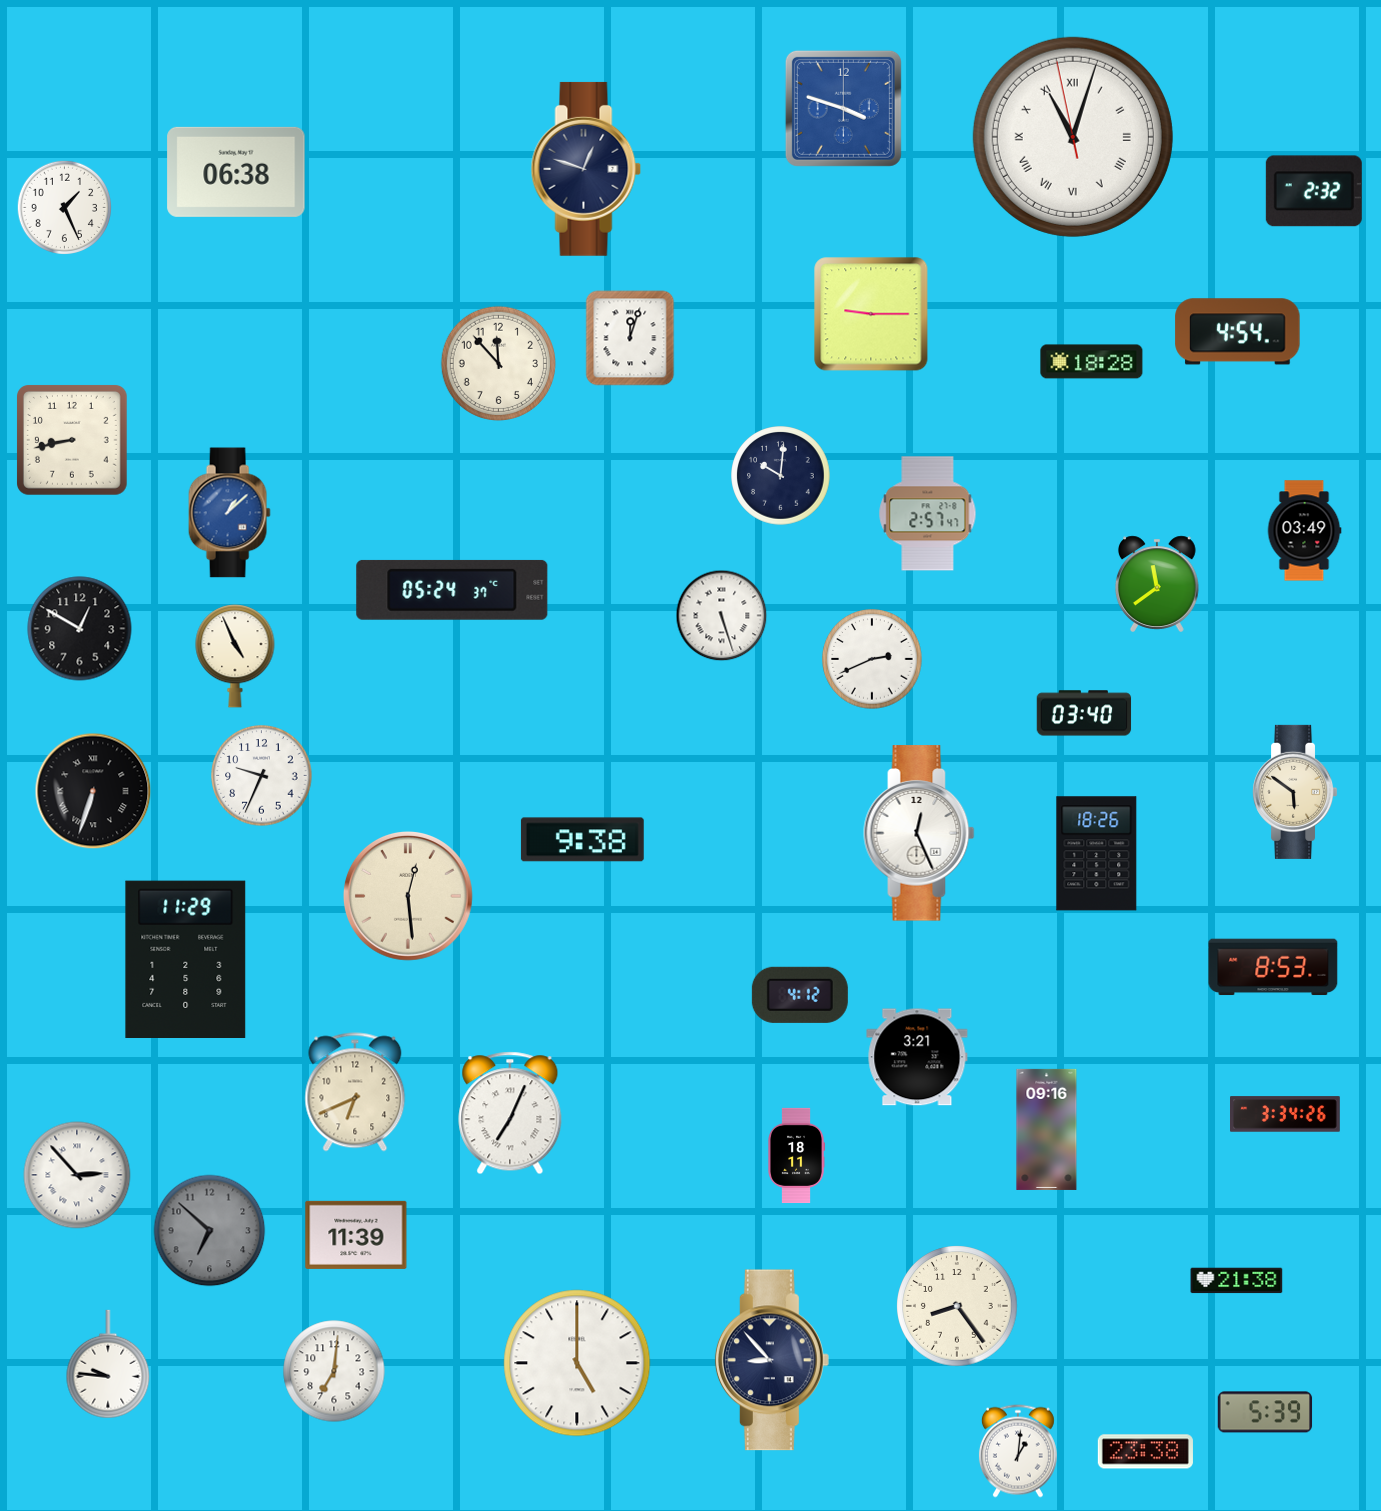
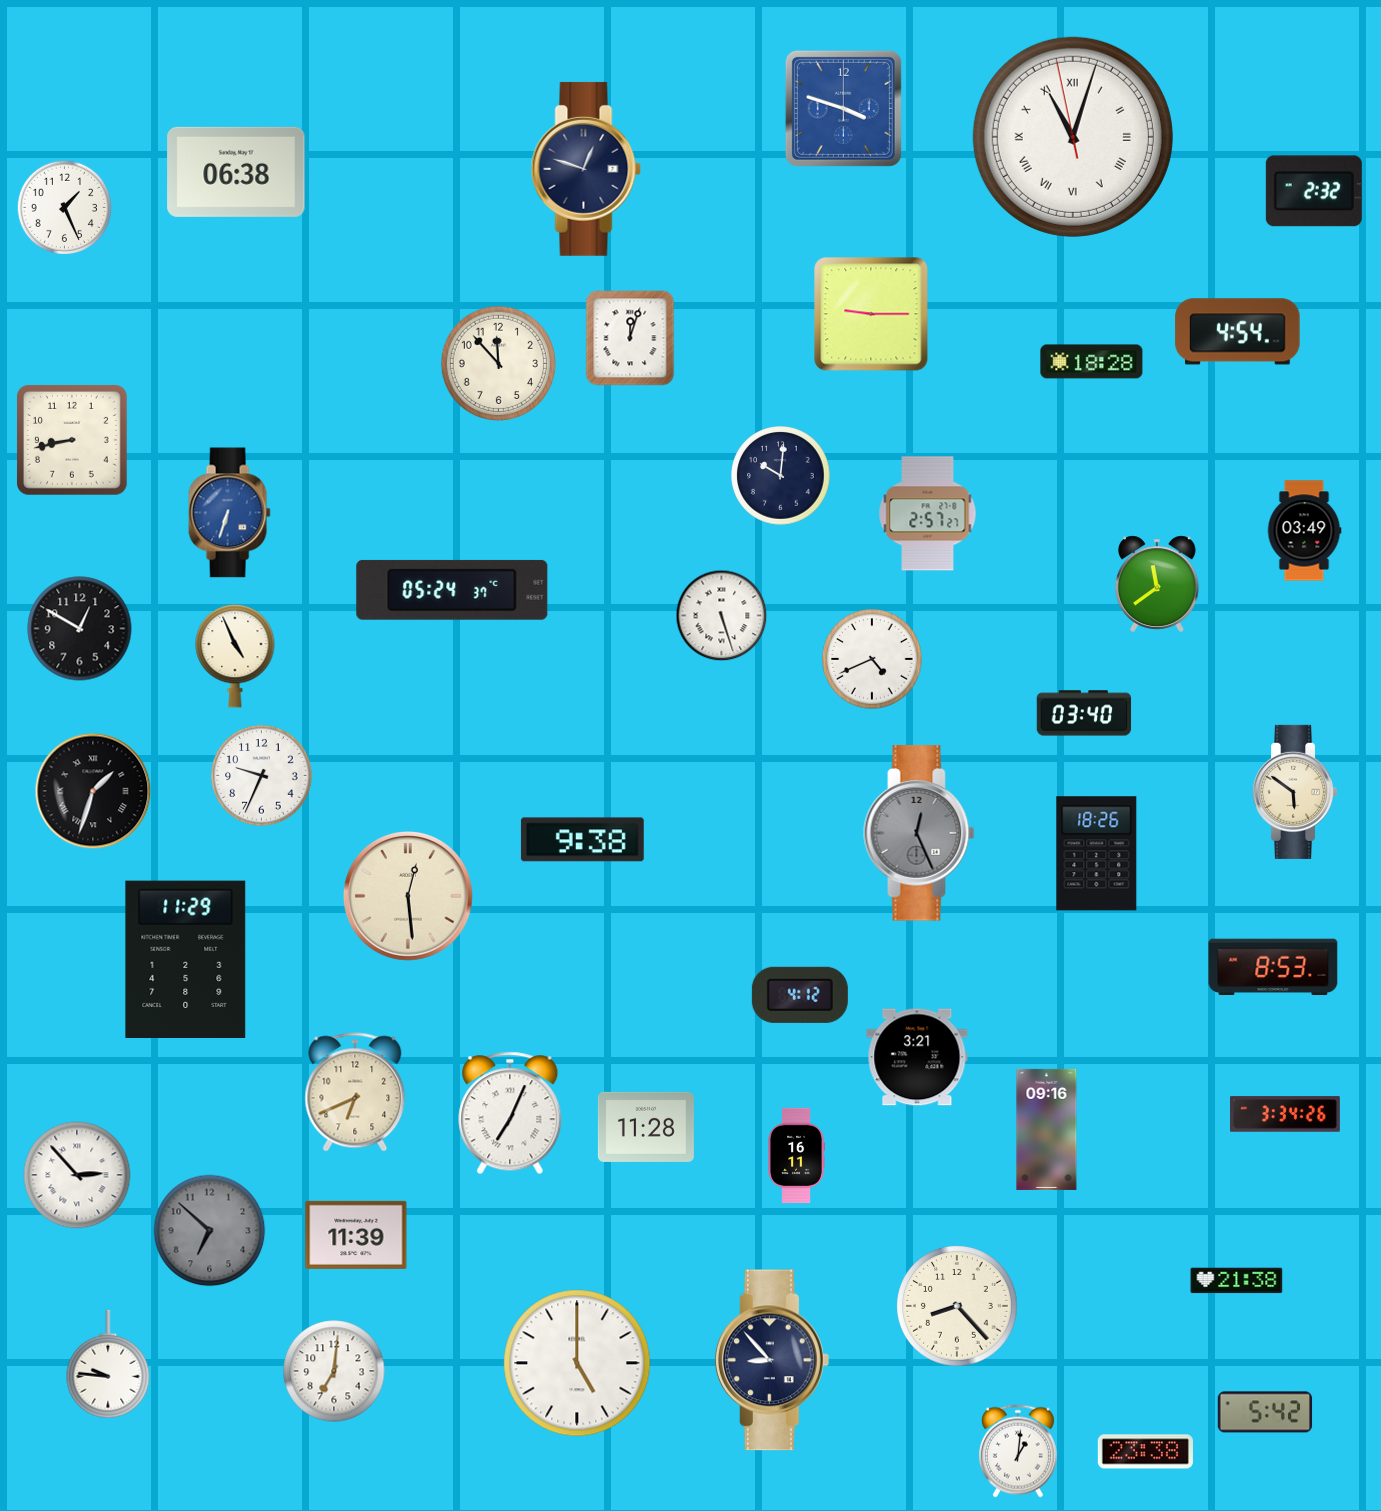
clock at (229, 513): 1:08 -> 6:33
clock at (928, 514): 2:57:47 -> 2:57:27
clock at (872, 659): 2:41 -> 4:41
clock at (93, 791): 6:33 -> 1:33
clock at (919, 833) dial: white -> grey
clock at (646, 1127): none -> 11:28
clock at (796, 1155): 18:11 -> 16:11
clock at (957, 1306): 8:24 -> 8:23
clock at (1265, 1412): 5:39 -> 5:42
